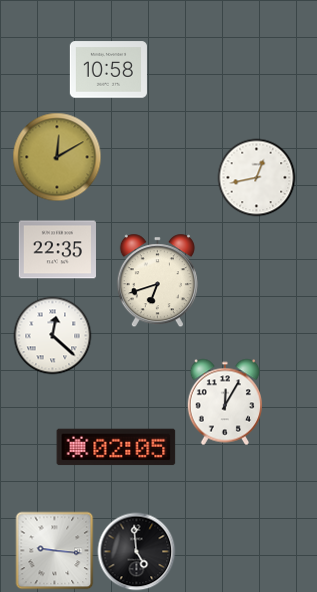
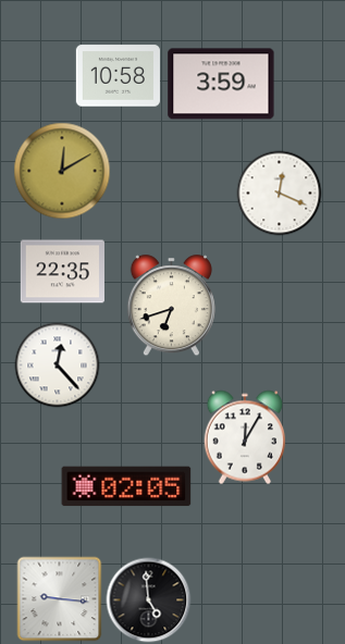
clock at (221, 84): none -> 3:59
clock at (256, 177): 12:43 -> 12:19
clock at (52, 335): 12:22 -> 12:23
